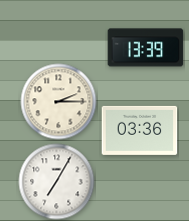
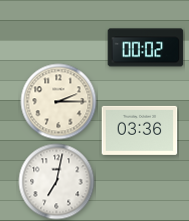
clock at (146, 48): 13:39 -> 00:02
clock at (57, 182): 7:05 -> 7:02
